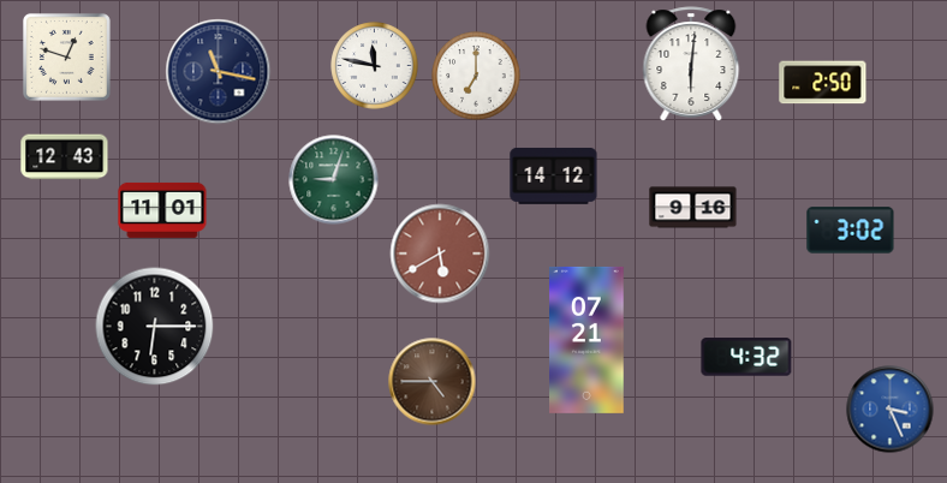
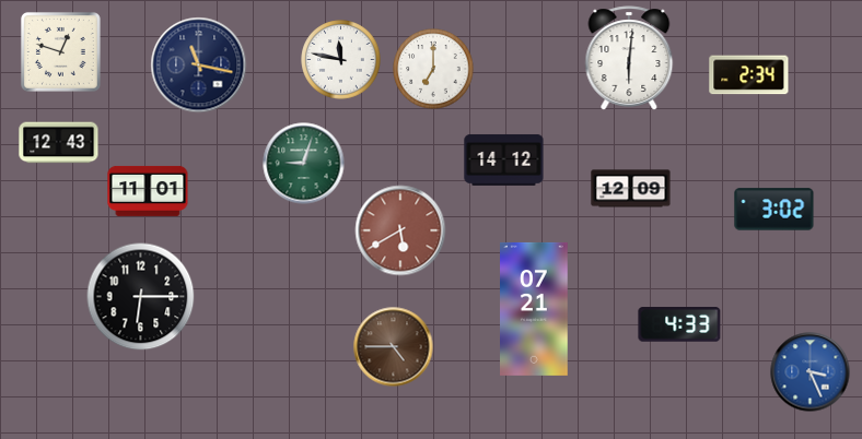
clock at (823, 83): 2:50 -> 2:34
clock at (693, 208): 9:16 -> 12:09
clock at (746, 357): 4:32 -> 4:33
